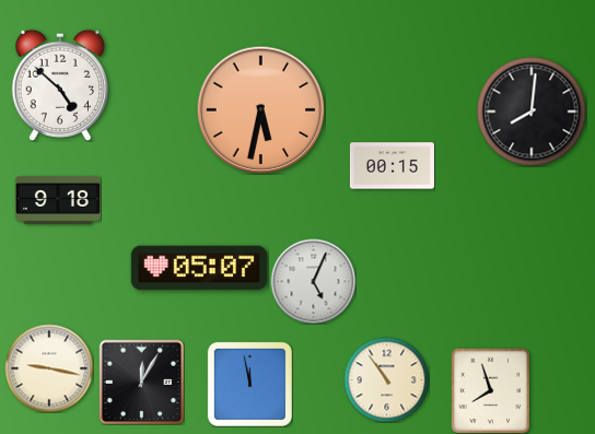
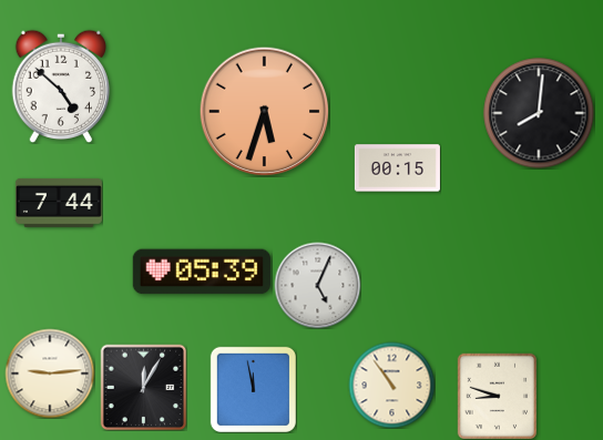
clock at (260, 109): 5:32 -> 5:33
clock at (58, 200): 9:18 -> 7:44
clock at (198, 268): 05:07 -> 05:39
clock at (49, 368): 9:17 -> 9:14
clock at (490, 390): 7:57 -> 8:48
